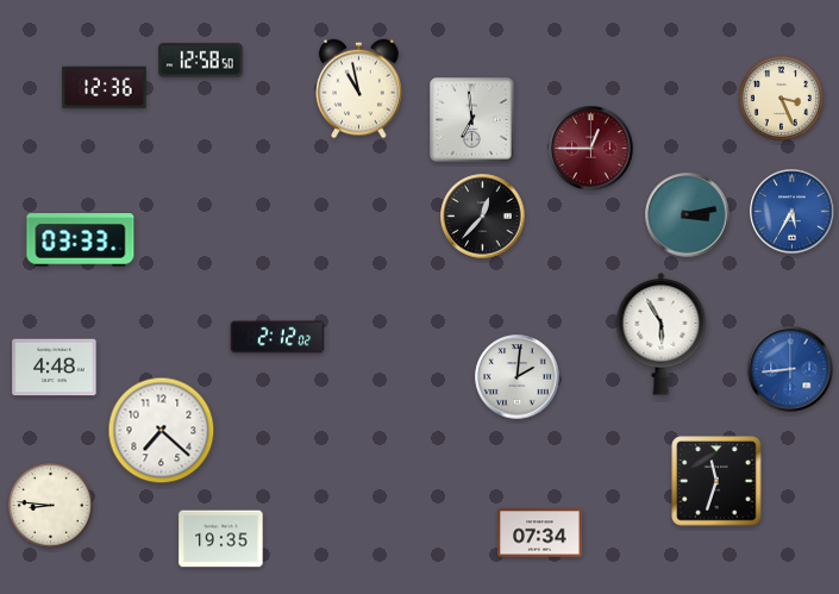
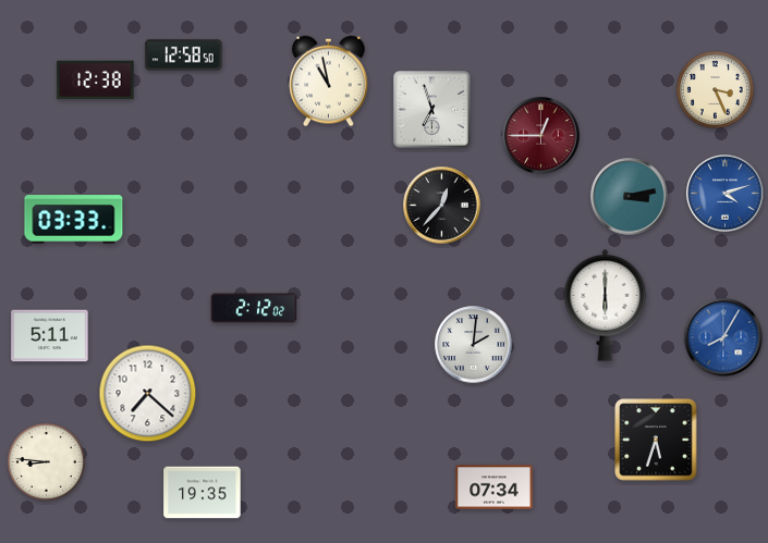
clock at (105, 88): 12:36 -> 12:38
clock at (472, 120): 6:59 -> 6:57
clock at (793, 212): 5:35 -> 4:12
clock at (483, 217) position: (483, 217) -> (442, 206)
clock at (662, 334): 5:55 -> 6:00
clock at (55, 368): 4:48 -> 5:11
clock at (790, 369): 8:44 -> 8:05
clock at (716, 481): 11:33 -> 5:33
